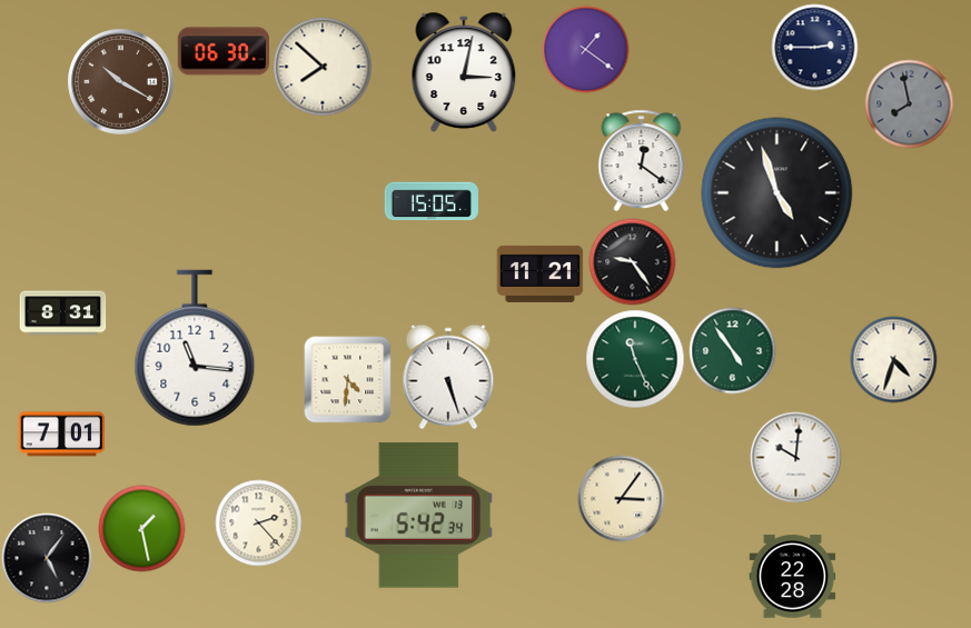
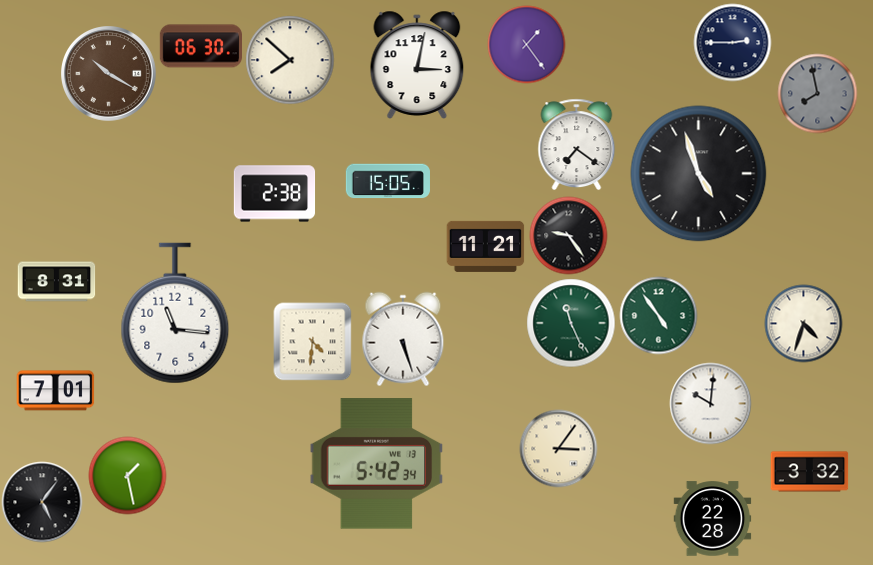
clock at (585, 49): 1:21 -> 1:24
clock at (642, 160): 12:21 -> 7:21
clock at (274, 194): none -> 2:38
clock at (795, 457) position: (795, 457) -> (710, 403)
clock at (258, 522): 2:23 -> none
clock at (809, 472): none -> 3:32
